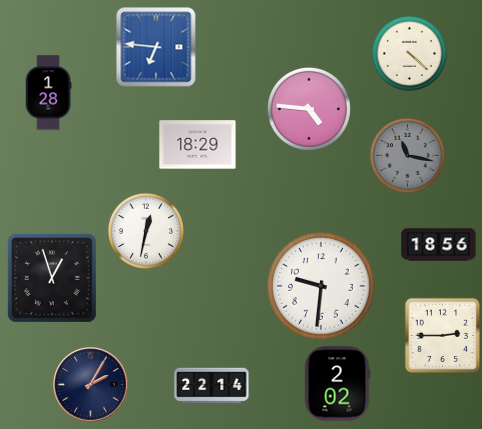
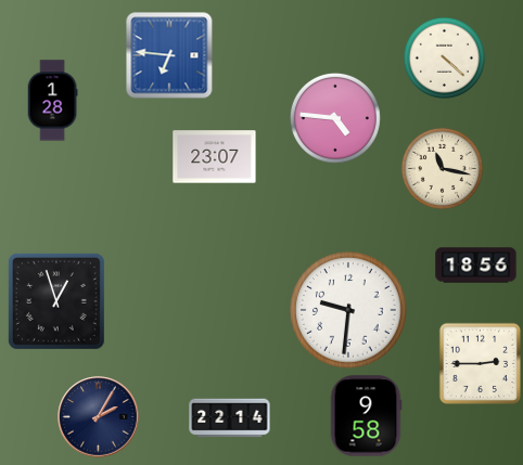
clock at (156, 47) position: (156, 47) -> (169, 55)
clock at (198, 145): 18:29 -> 23:07
clock at (407, 155) dial: grey -> cream
clock at (146, 231): 12:32 -> none
clock at (337, 384): 2:02 -> 9:58
